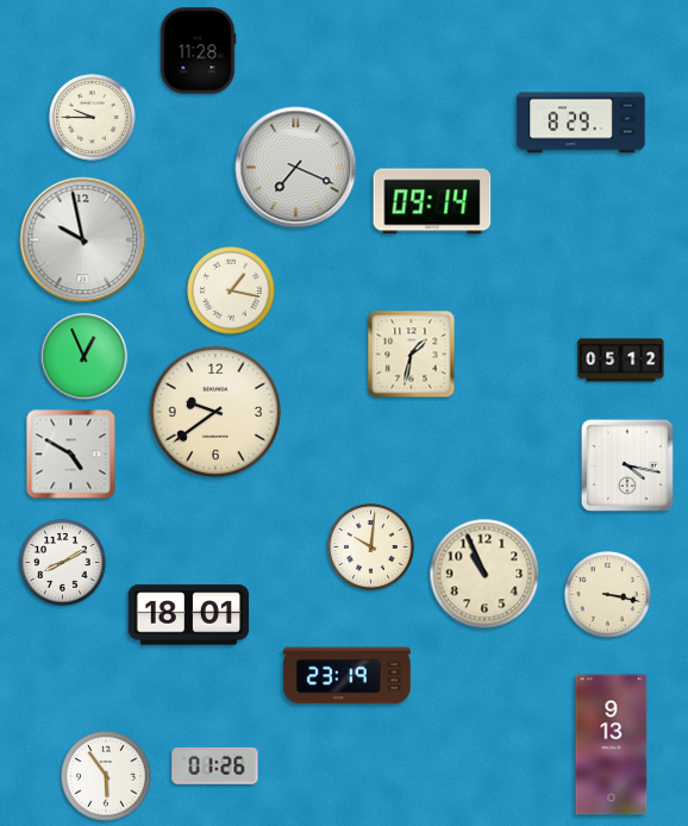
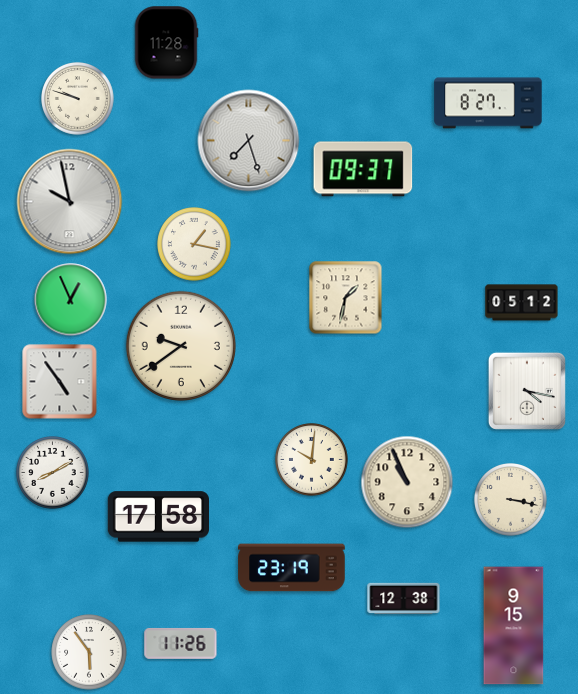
clock at (93, 118): 9:45 -> 9:48
clock at (581, 123): 8:29 -> 8:27
clock at (296, 168): 7:19 -> 7:27
clock at (432, 201): 09:14 -> 09:37
clock at (71, 455): 4:50 -> 4:54
clock at (188, 615): 18:01 -> 17:58
clock at (404, 598): none -> 12:38
clock at (612, 745): 9:13 -> 9:15
clock at (215, 765): 01:26 -> 11:26
